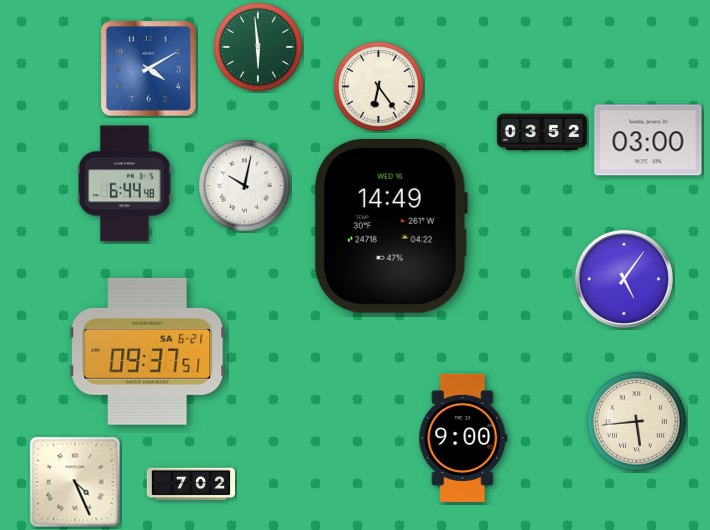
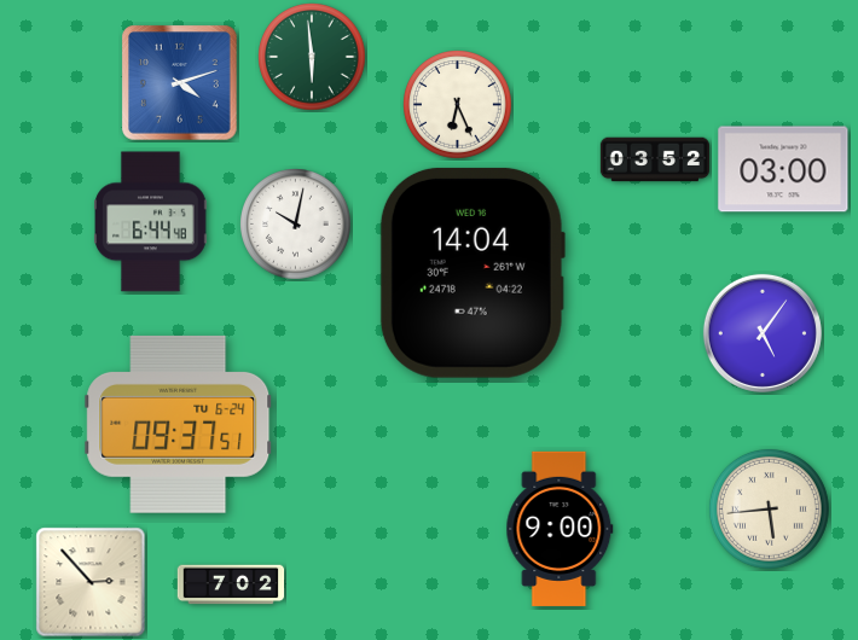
clock at (149, 69): 4:10 -> 4:12
clock at (379, 87): 6:24 -> 6:26
clock at (391, 226): 14:49 -> 14:04
clock at (624, 279) position: (624, 279) -> (763, 333)
clock at (148, 351) date: SA 6-21 -> TU 6-24
clock at (75, 482): 4:26 -> 2:53
